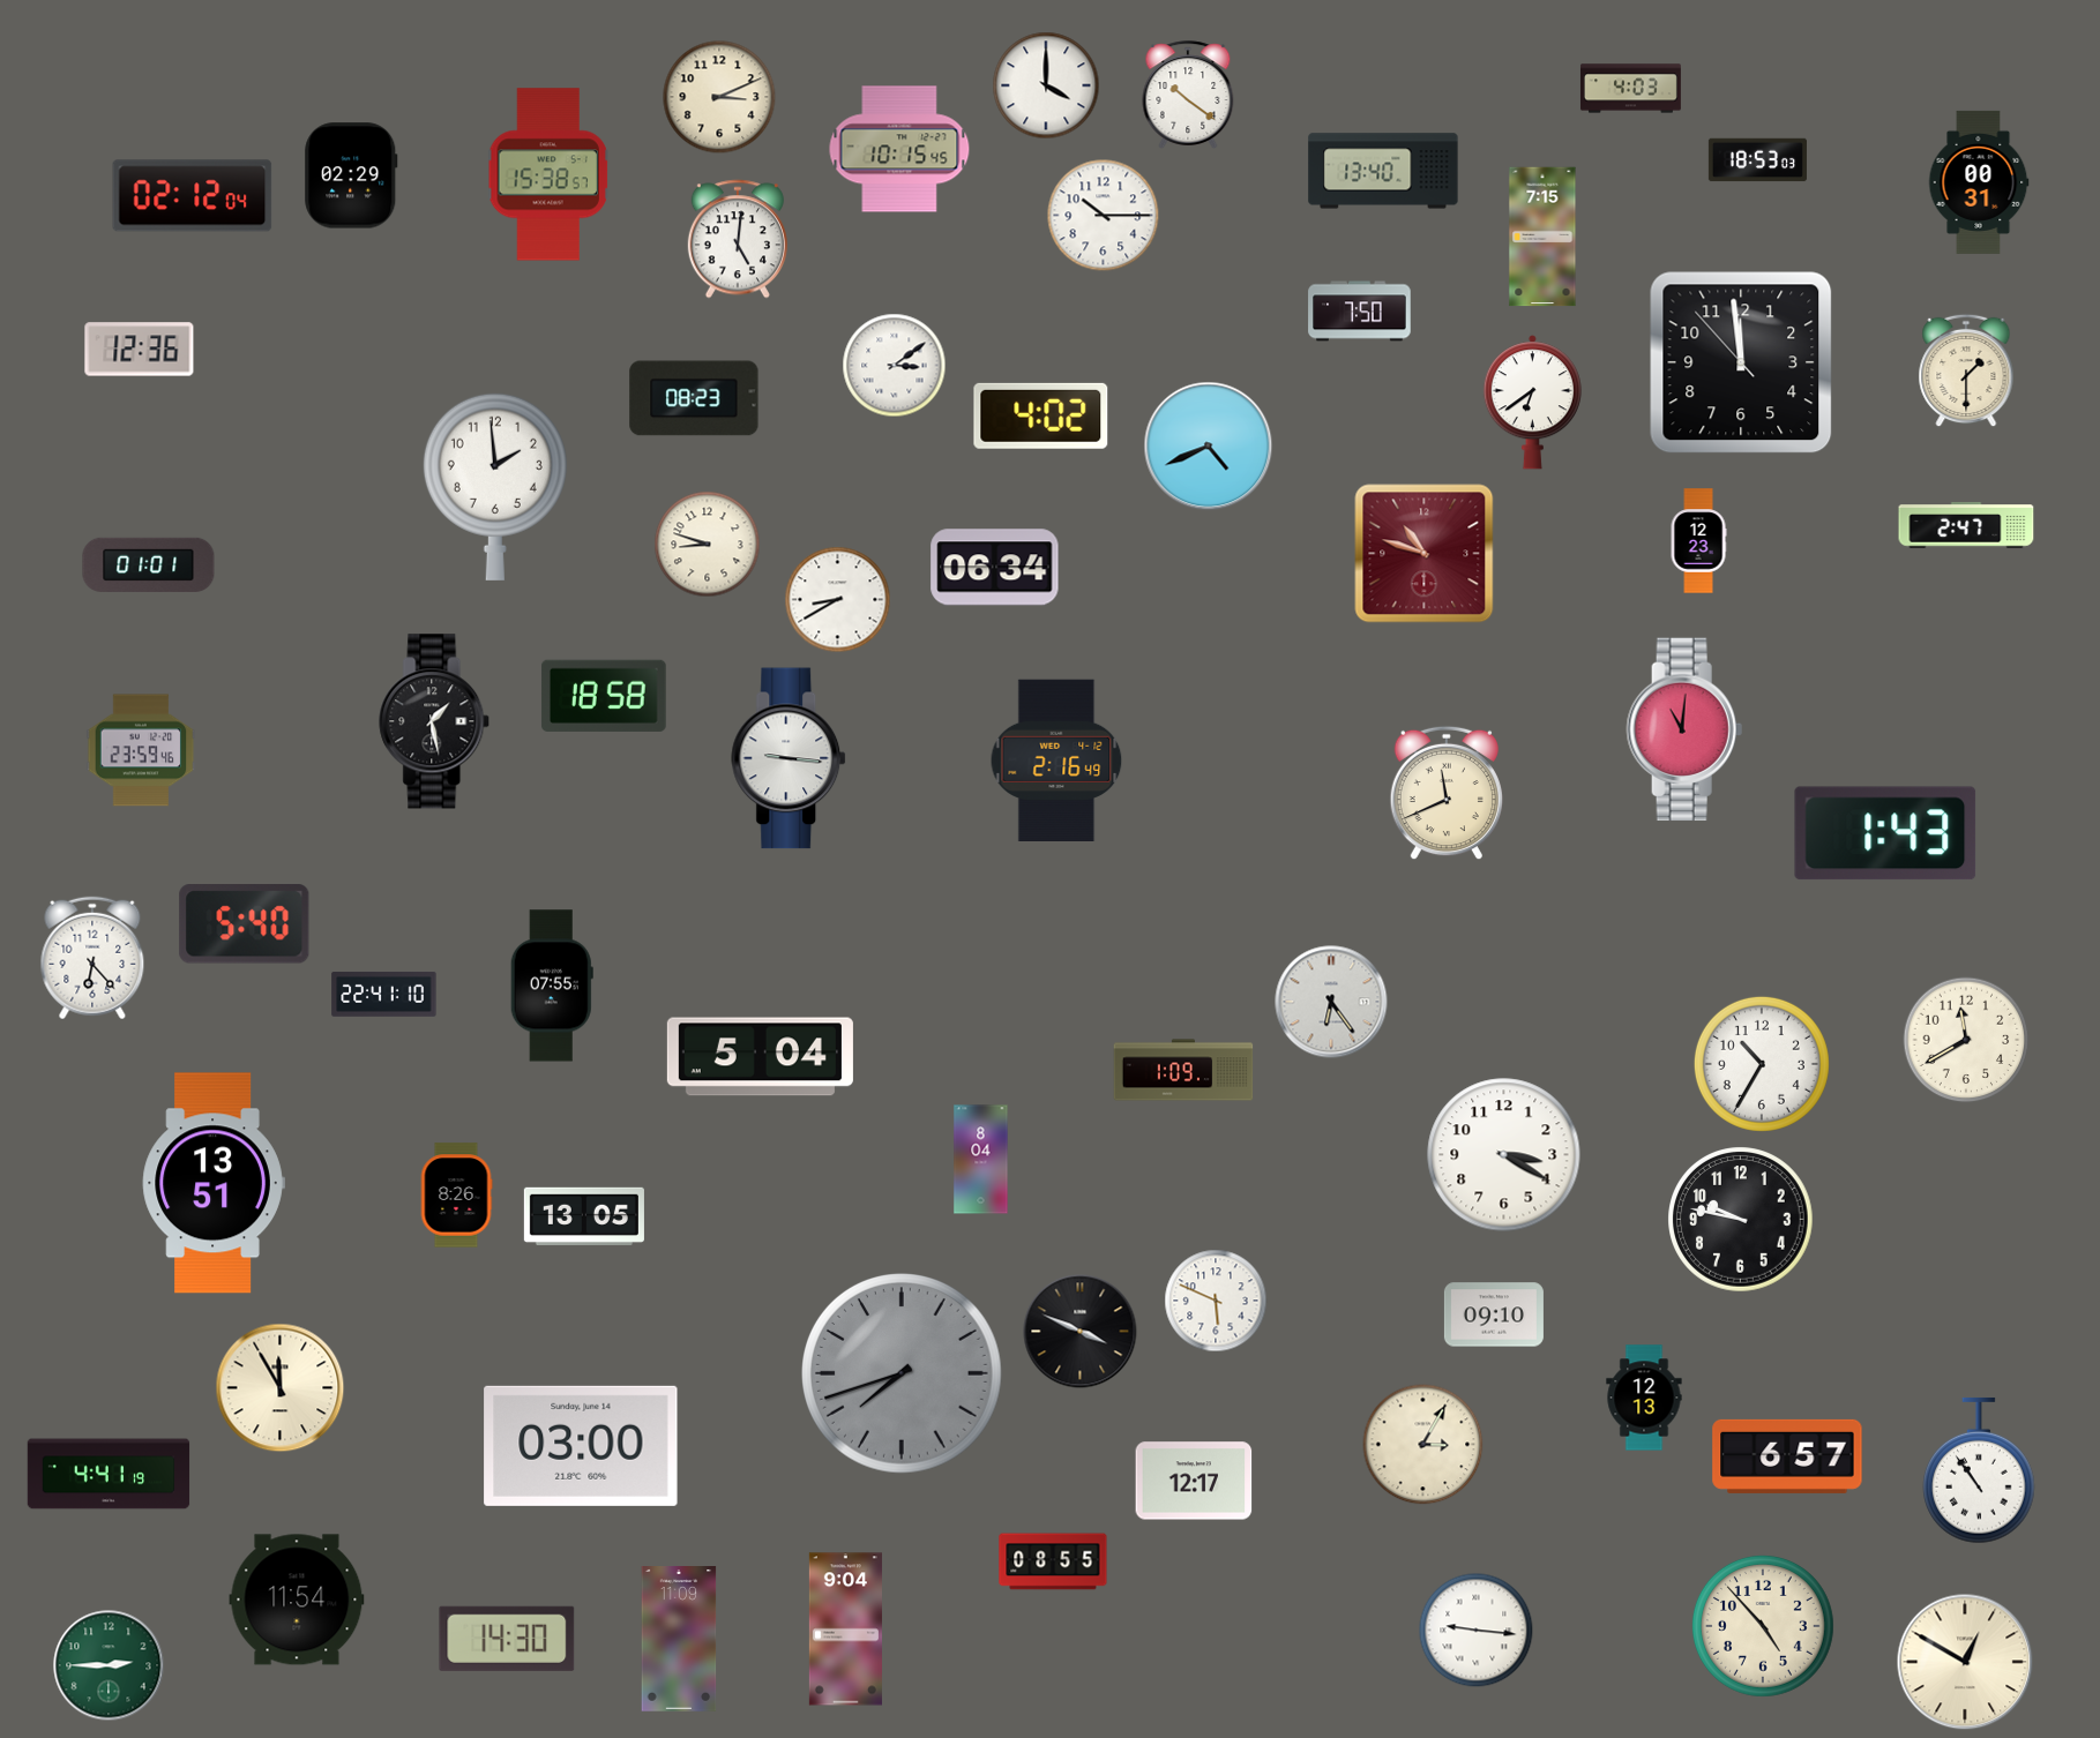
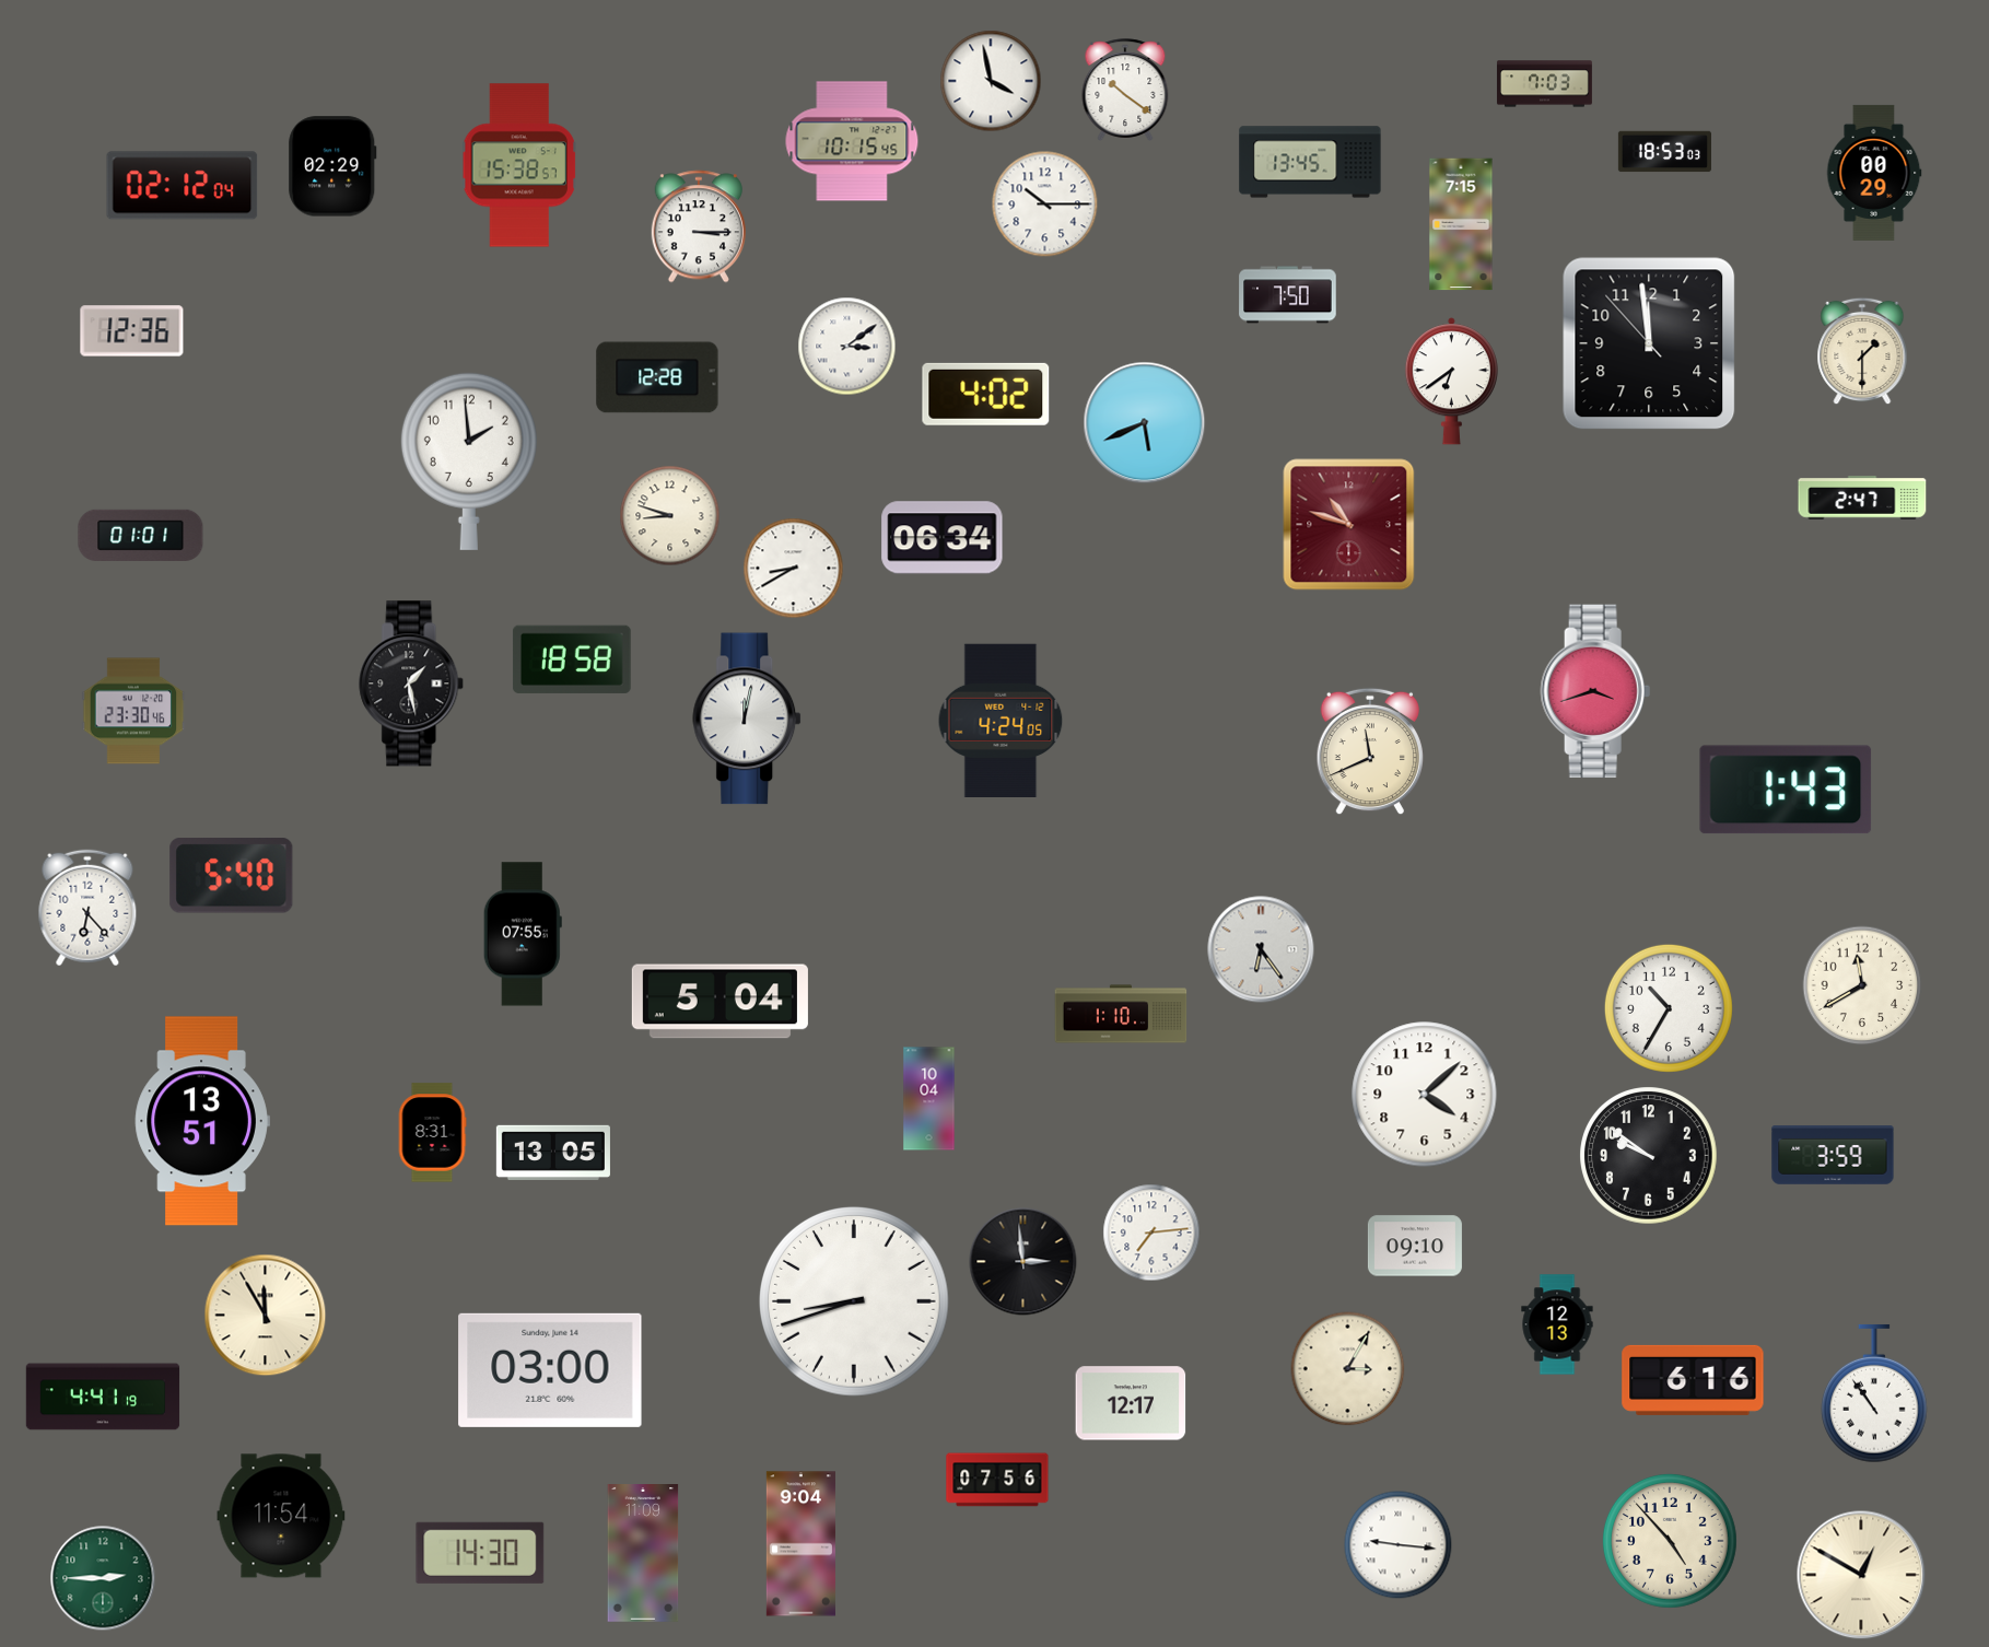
clock at (1046, 85): 4:00 -> 3:58
clock at (1630, 89): 4:03 -> 7:03
clock at (719, 97): 3:11 -> none
clock at (1383, 171): 13:40 -> 13:45
clock at (1979, 182): 00:31 -> 00:29
clock at (738, 239): 5:01 -> 3:15
clock at (694, 398): 08:23 -> 12:28
clock at (1209, 447): 4:41 -> 5:41
clock at (1698, 541): 12:23 -> none
clock at (1684, 729): 11:01 -> 3:42
clock at (141, 750): 23:59 -> 23:30
clock at (790, 758): 9:16 -> 12:02
clock at (1056, 761): 2:16 -> 4:24
clock at (384, 994): 22:41 -> none
clock at (1183, 1070): 1:09 -> 1:10
clock at (1504, 1155): 3:20 -> 4:08
clock at (981, 1160): 8:04 -> 10:04
clock at (456, 1196): 8:26 -> 8:31
clock at (1833, 1155): none -> 3:59
clock at (1741, 1220): 9:47 -> 9:51
clock at (1216, 1301): 5:49 -> 7:14
clock at (1081, 1332): 3:49 -> 2:59
clock at (903, 1374): 7:42 -> 8:42
clock at (903, 1374) dial: grey -> white
clock at (1787, 1456): 6:57 -> 6:16
clock at (1053, 1561): 08:55 -> 07:56
